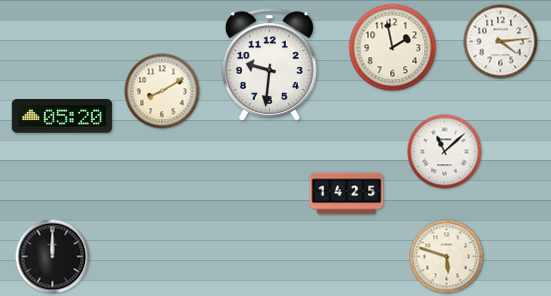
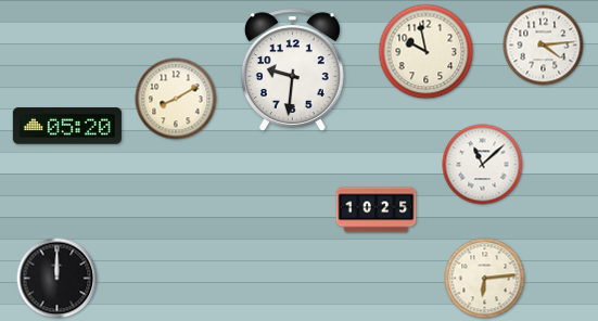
clock at (393, 48): 1:58 -> 9:58
clock at (347, 194): 14:25 -> 10:25
clock at (447, 257): 5:48 -> 6:14
